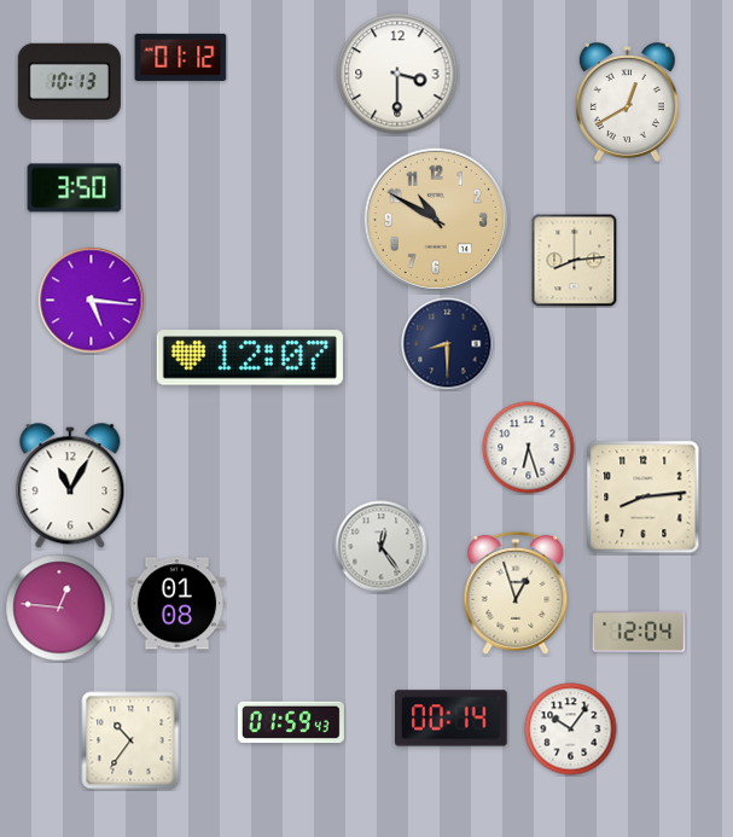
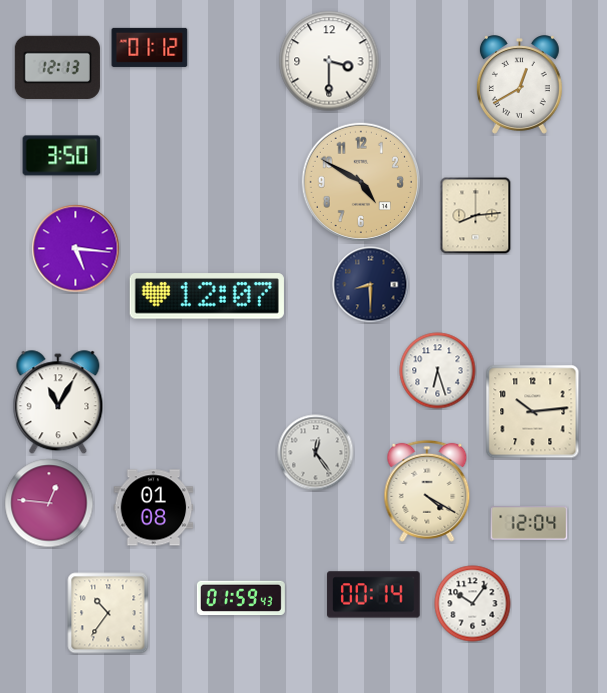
clock at (69, 81): 10:13 -> 12:13
clock at (435, 219): 10:50 -> 4:50
clock at (644, 498): 8:14 -> 10:14
clock at (516, 593): 12:57 -> 4:20
clock at (178, 604) position: (178, 604) -> (154, 508)
